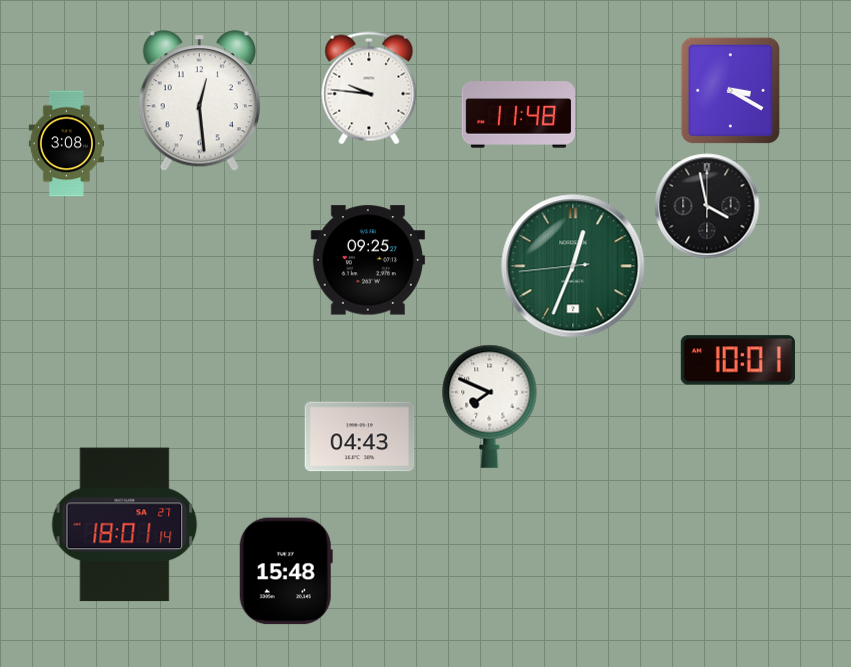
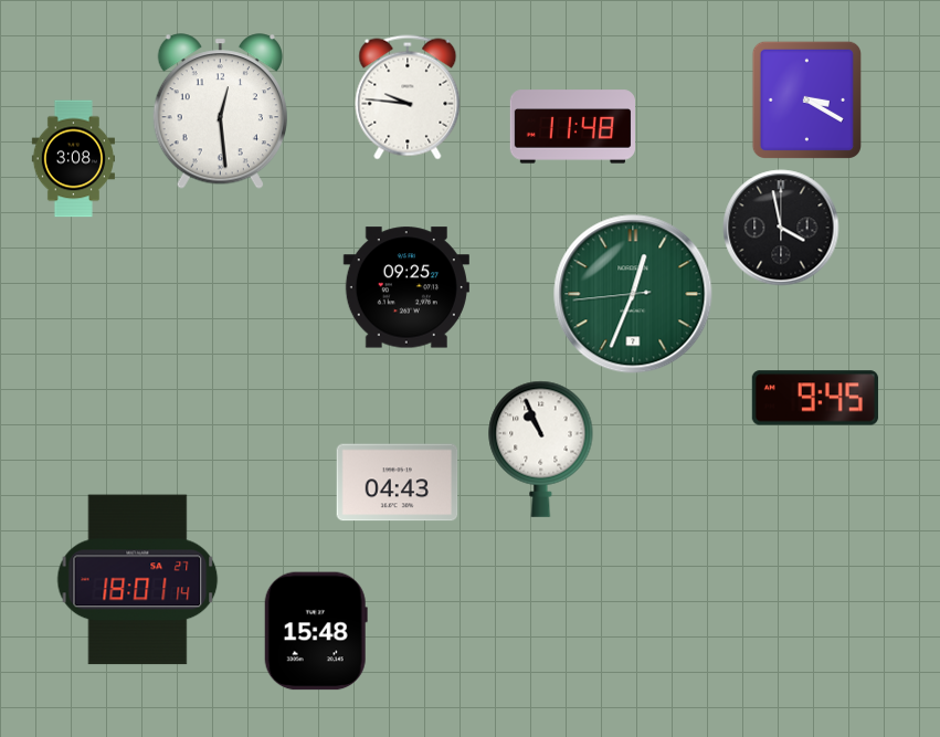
clock at (738, 360): 10:01 -> 9:45
clock at (490, 406): 7:49 -> 10:56
